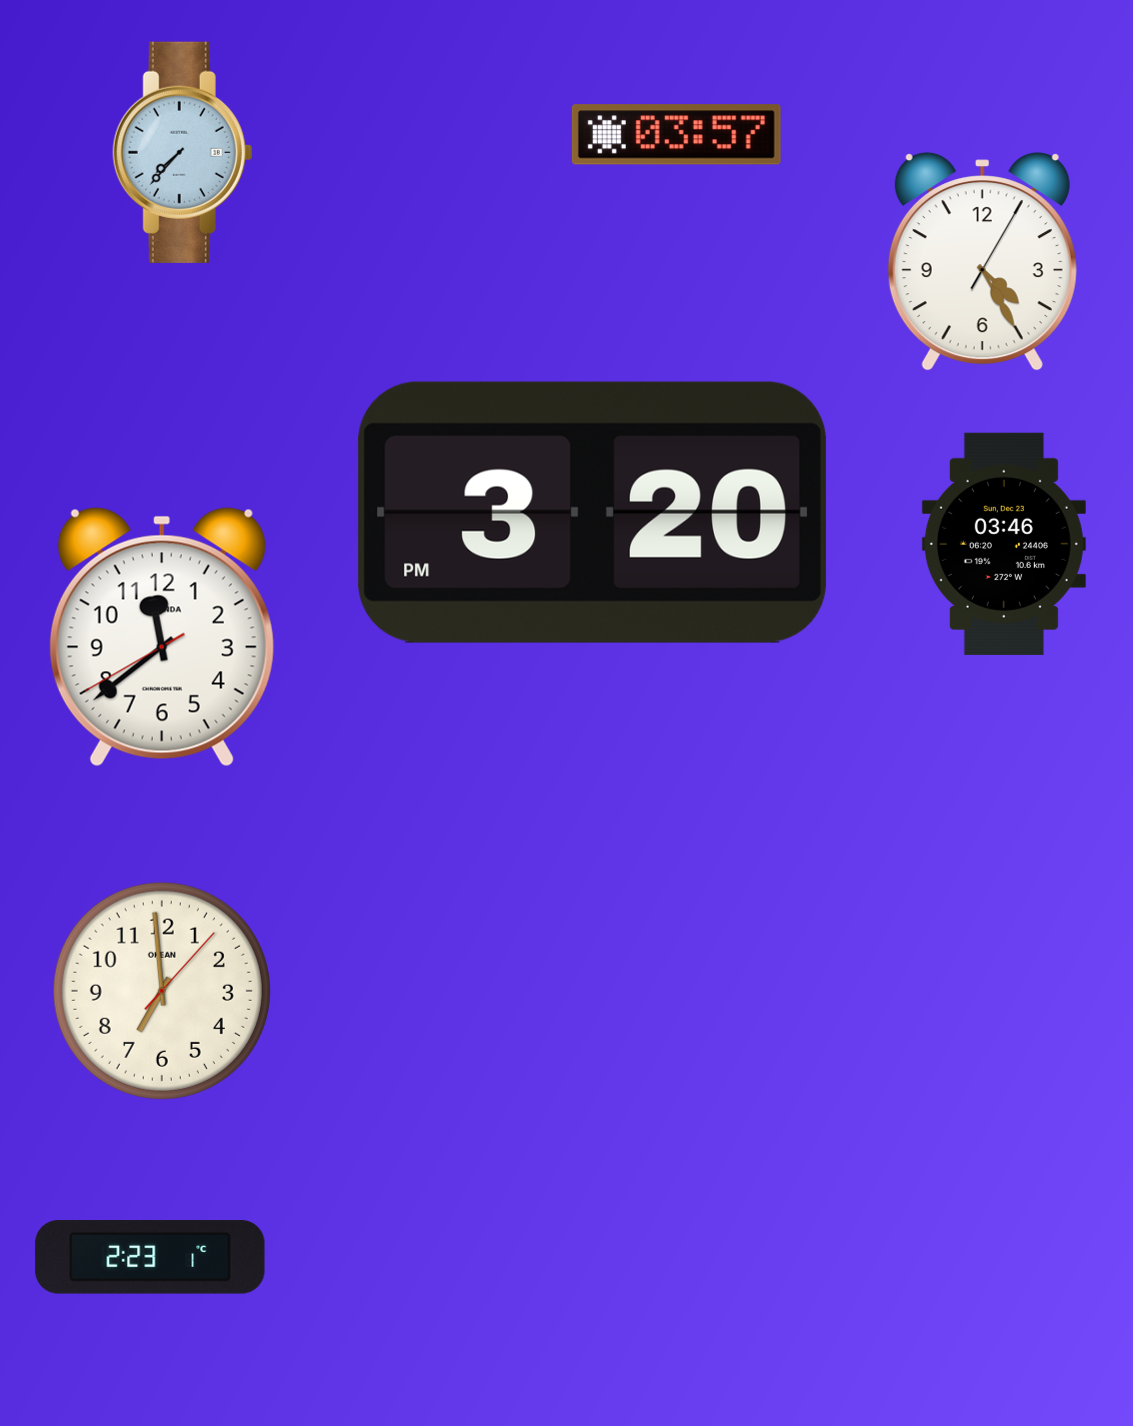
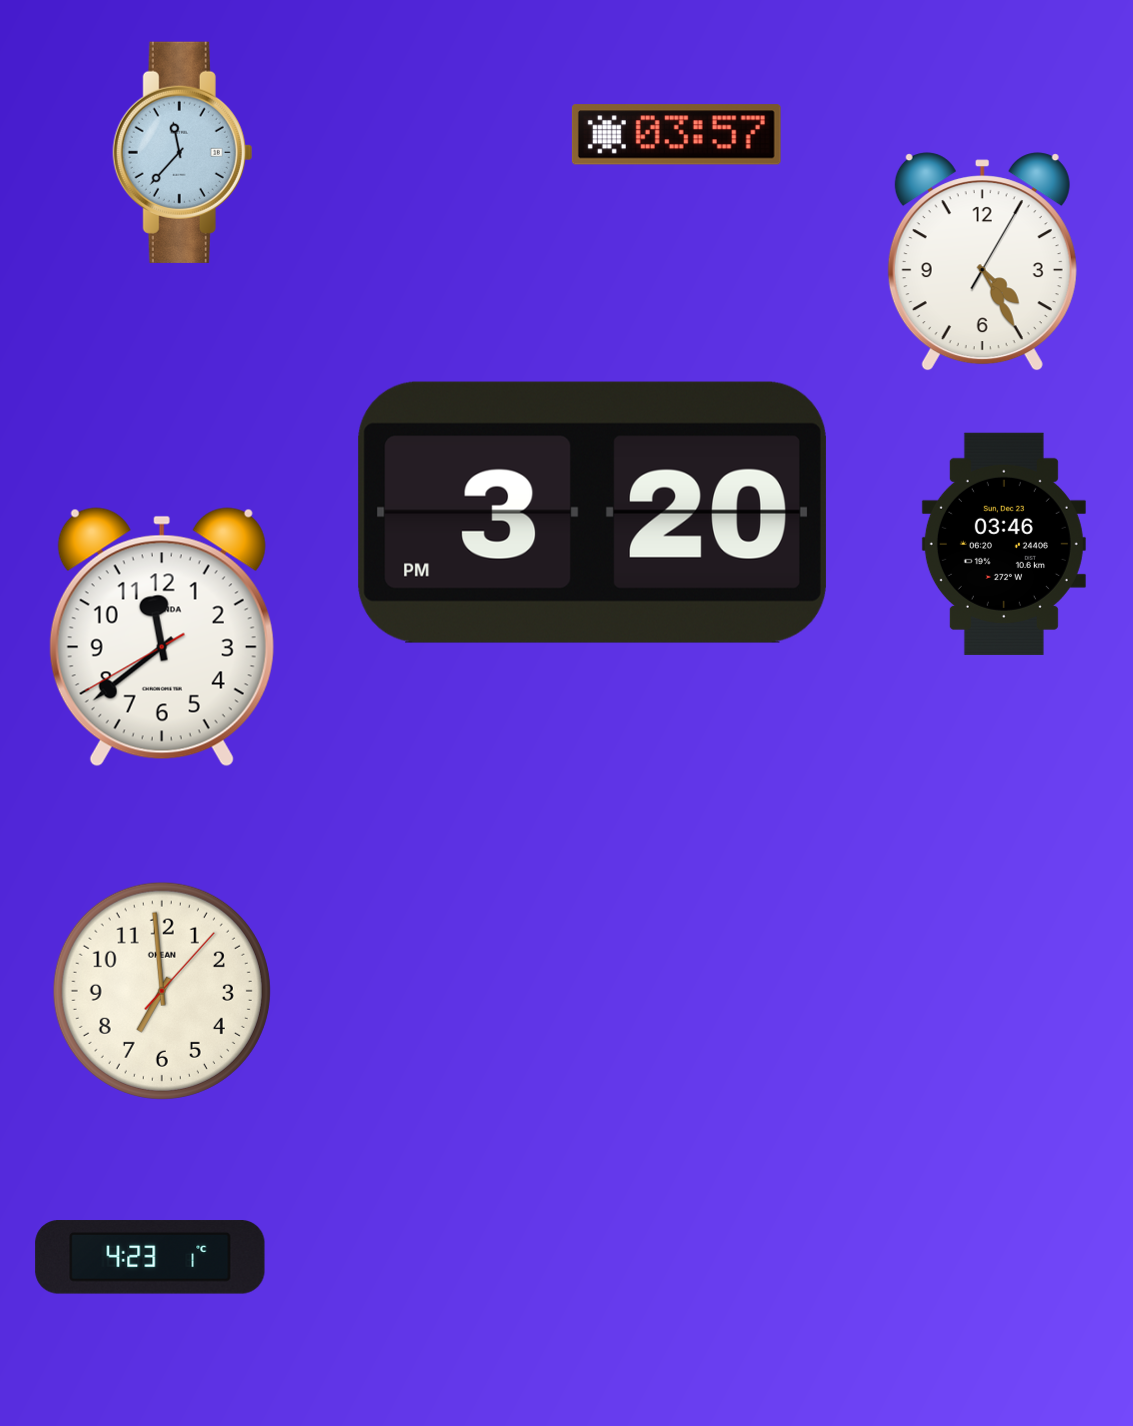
clock at (183, 152): 7:37 -> 11:37
clock at (150, 1257): 2:23 -> 4:23
